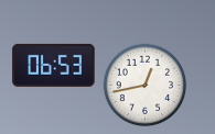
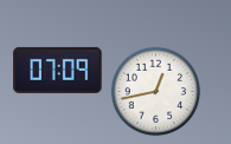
clock at (54, 65): 06:53 -> 07:09
